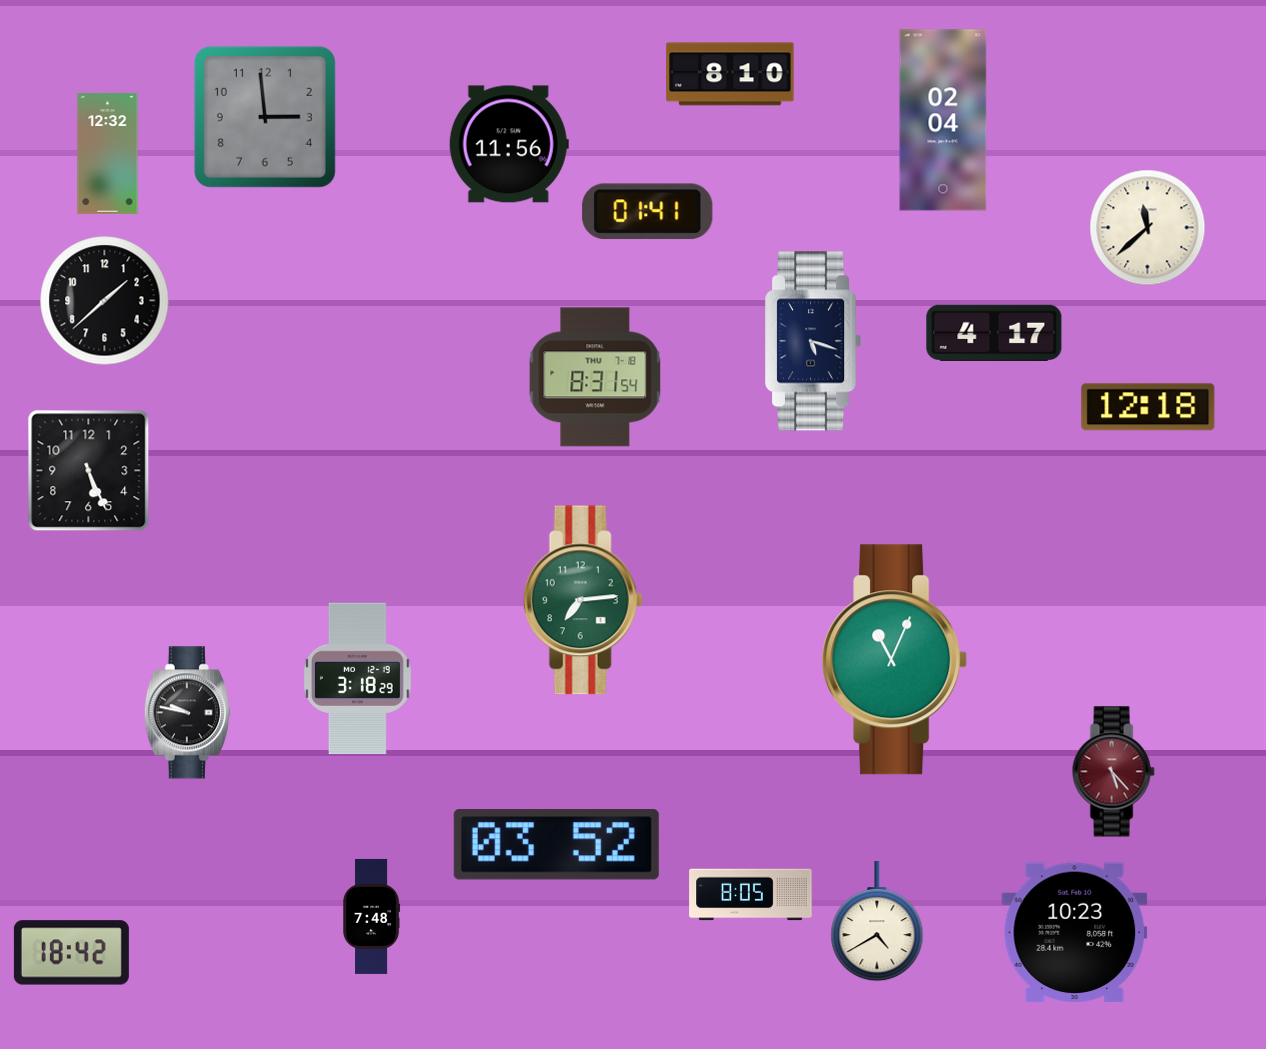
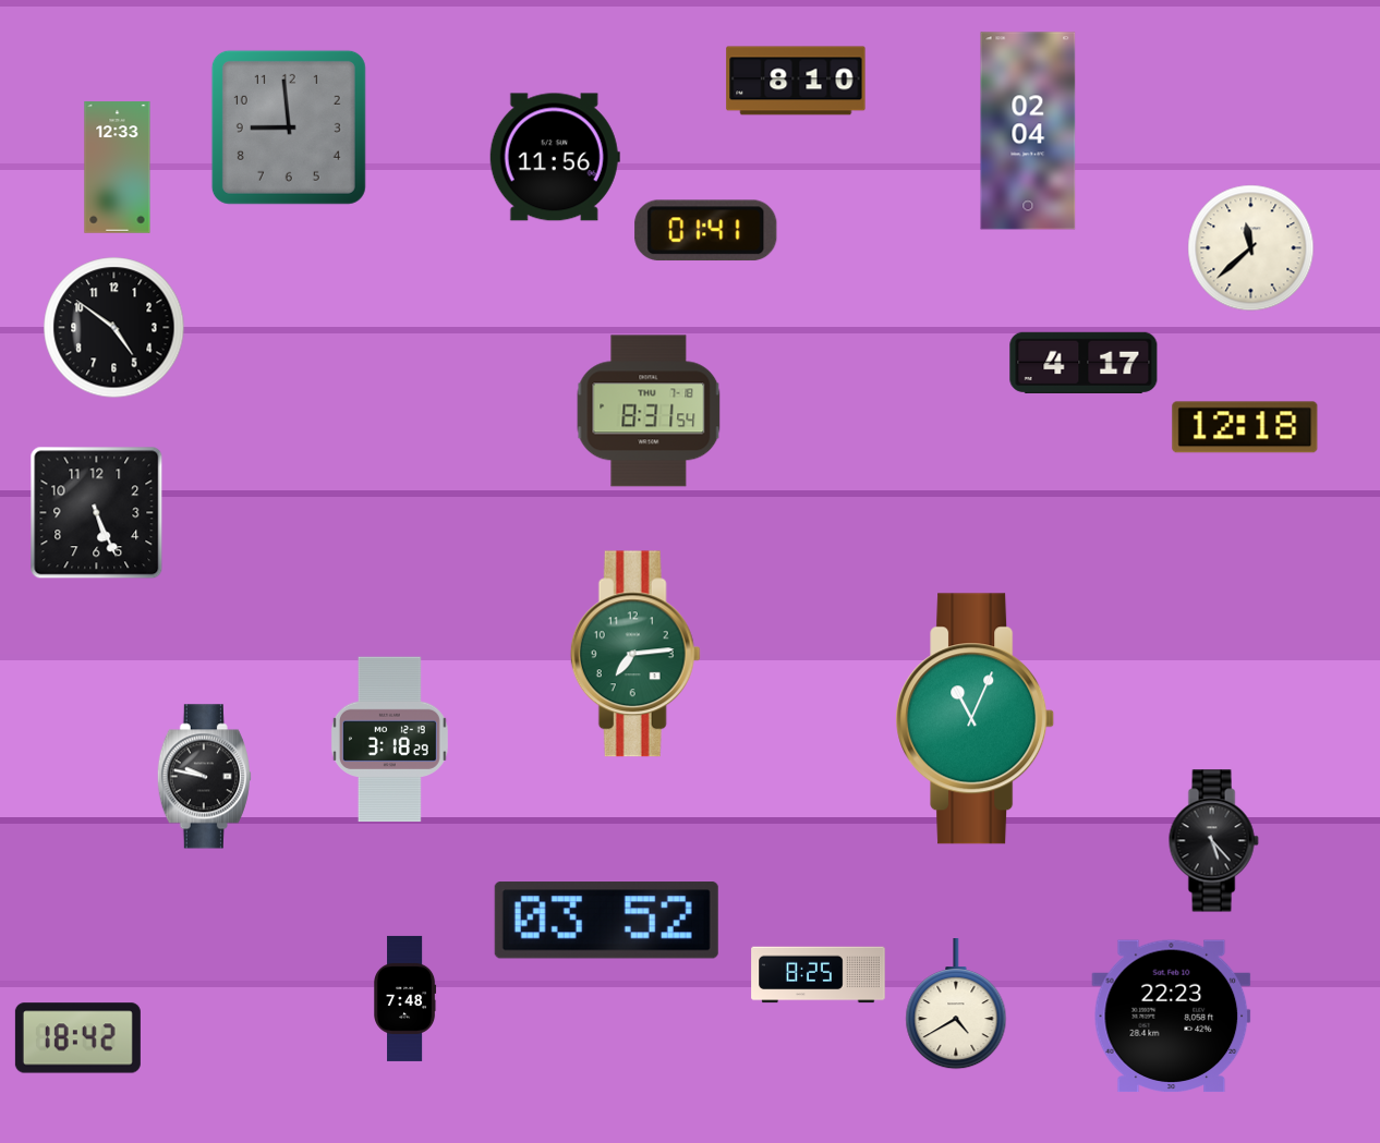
clock at (265, 117): 2:59 -> 8:59
clock at (108, 154): 12:32 -> 12:33
clock at (105, 301): 1:38 -> 4:51
clock at (814, 341): 5:18 -> none
clock at (1148, 407) position: (1148, 407) -> (1245, 427)
clock at (1113, 772) dial: burgundy -> black
clock at (751, 895): 8:05 -> 8:25
clock at (1075, 933): 10:23 -> 22:23
